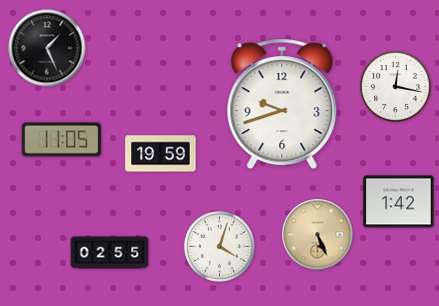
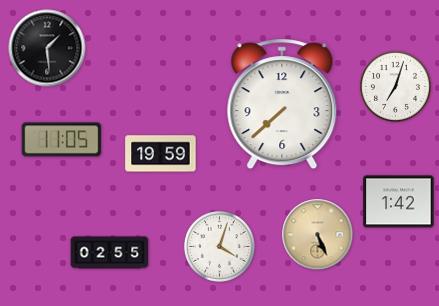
clock at (47, 48): 1:26 -> 1:29
clock at (395, 86): 12:17 -> 7:03
clock at (282, 104): 9:42 -> 7:38
